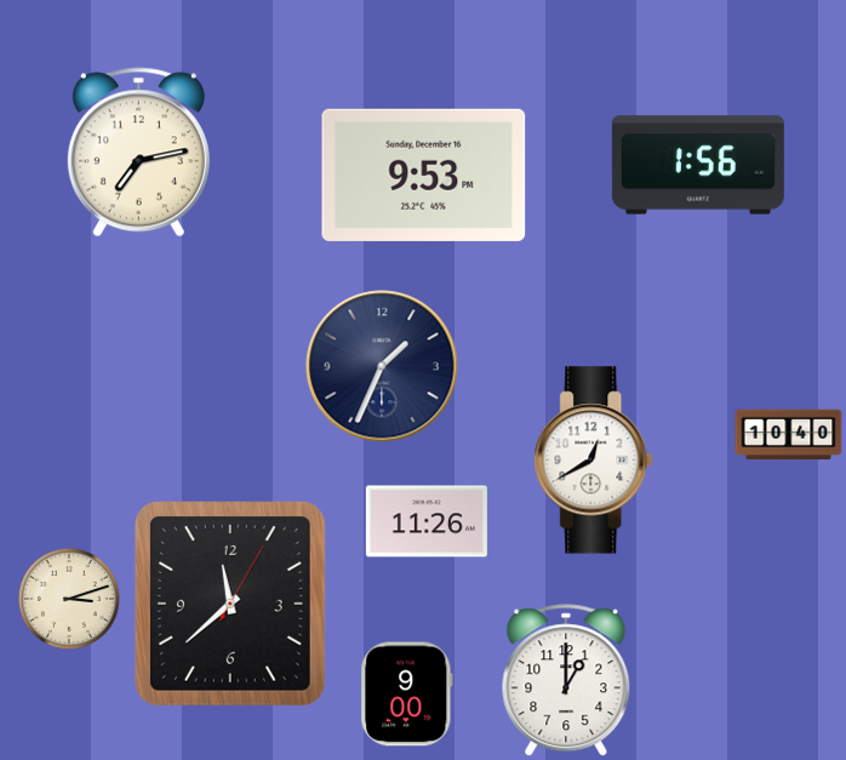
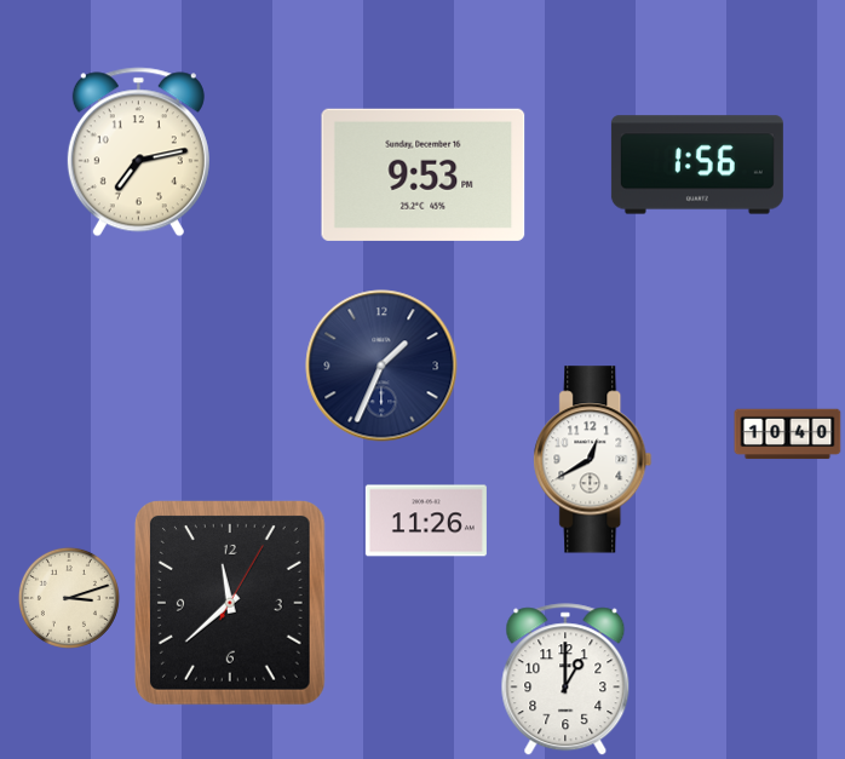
clock at (407, 695): 9:00 -> none
